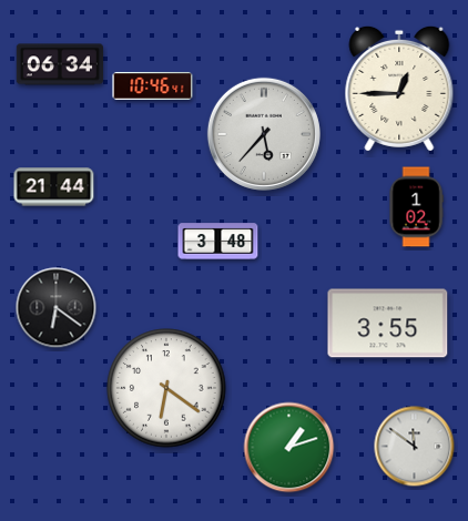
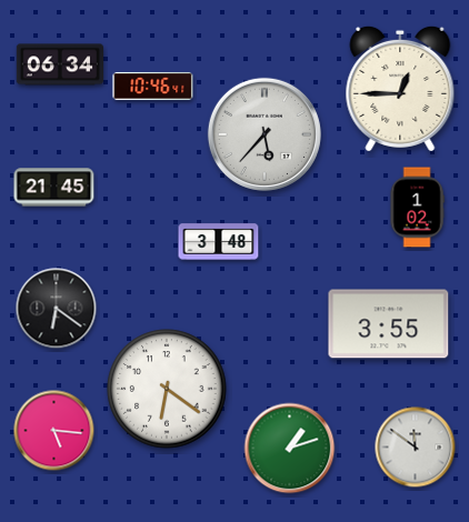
clock at (54, 187): 21:44 -> 21:45
clock at (54, 431): none -> 5:16
